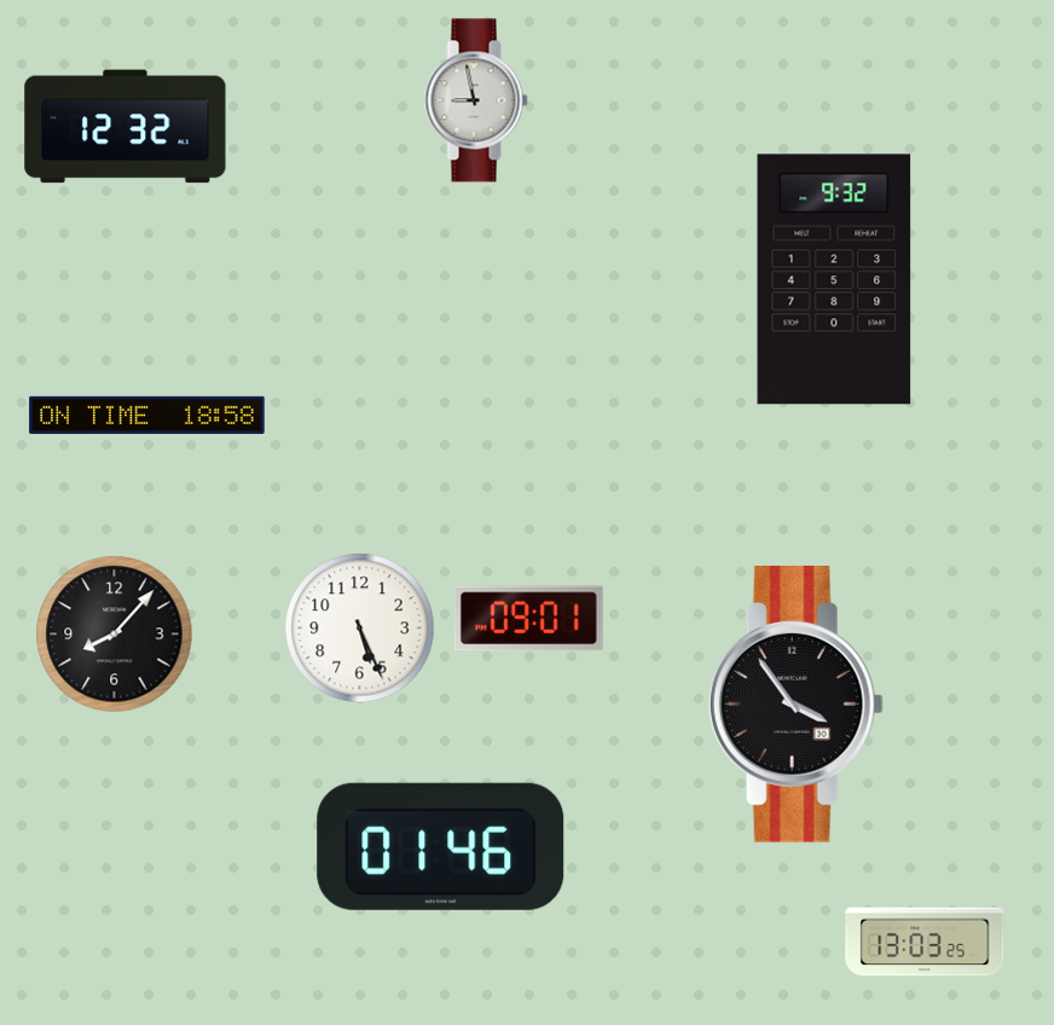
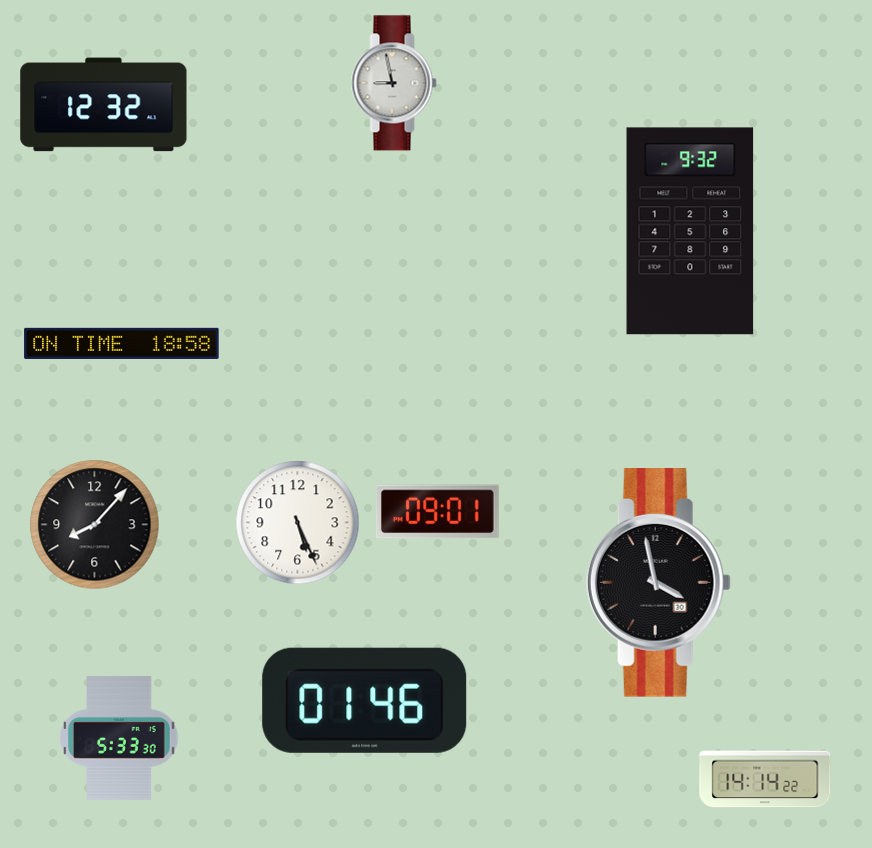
clock at (360, 629) position: (360, 629) -> (298, 523)
clock at (795, 705): 3:54 -> 3:58
clock at (119, 738): none -> 5:33
clock at (925, 942): 13:03 -> 14:14
